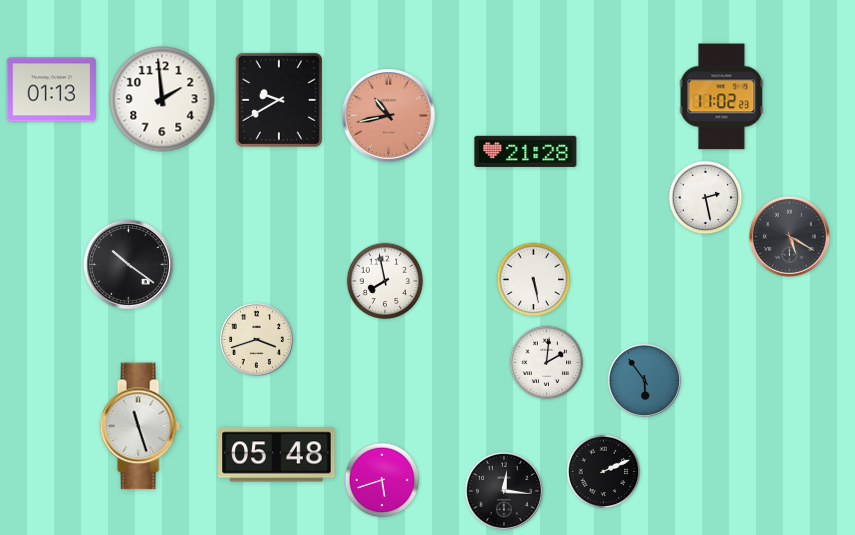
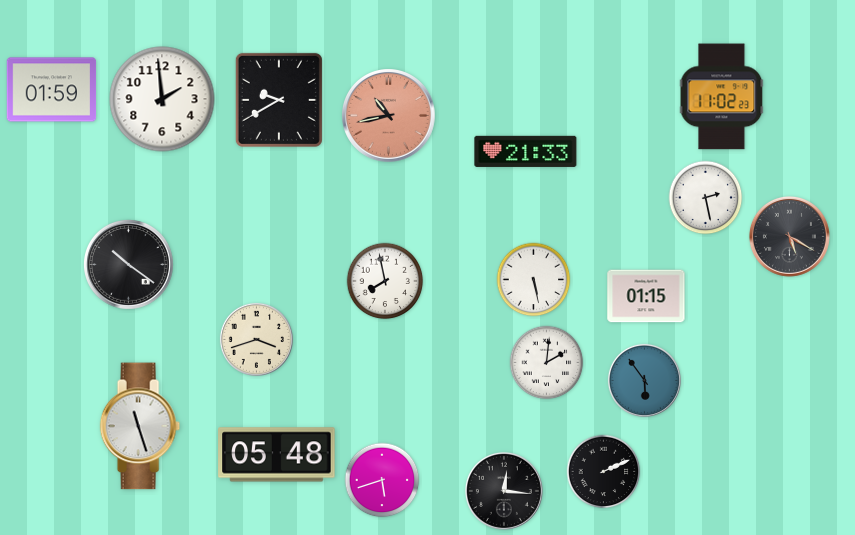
clock at (52, 90): 01:13 -> 01:59
clock at (526, 151): 21:28 -> 21:33
clock at (646, 296): none -> 01:15
